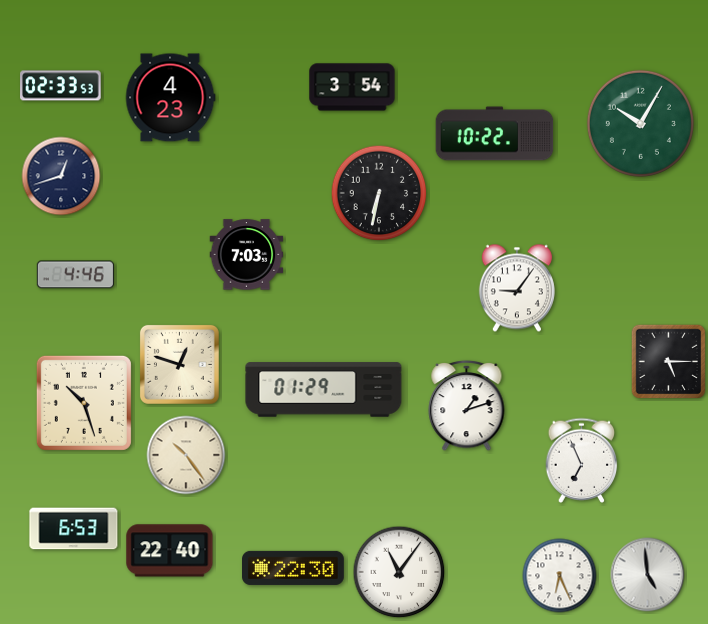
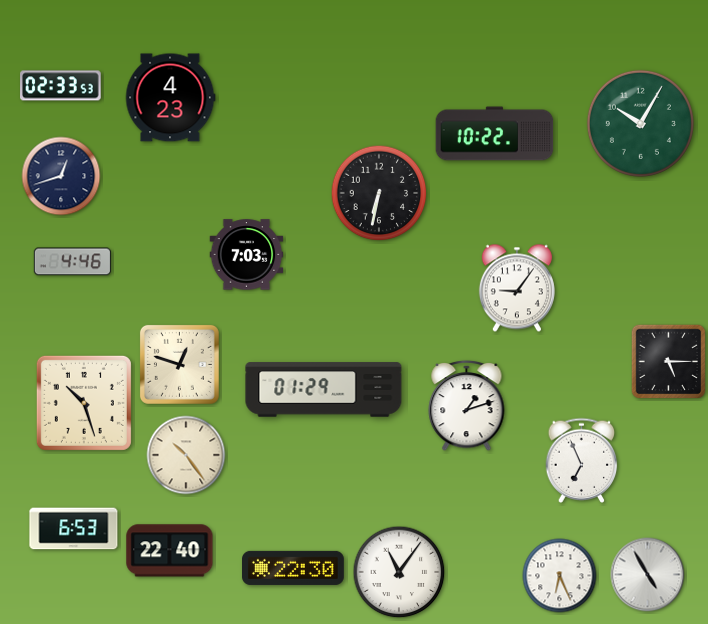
clock at (352, 87): 3:54 -> none
clock at (75, 275) position: (75, 275) -> (72, 262)
clock at (648, 575): 4:59 -> 4:55
